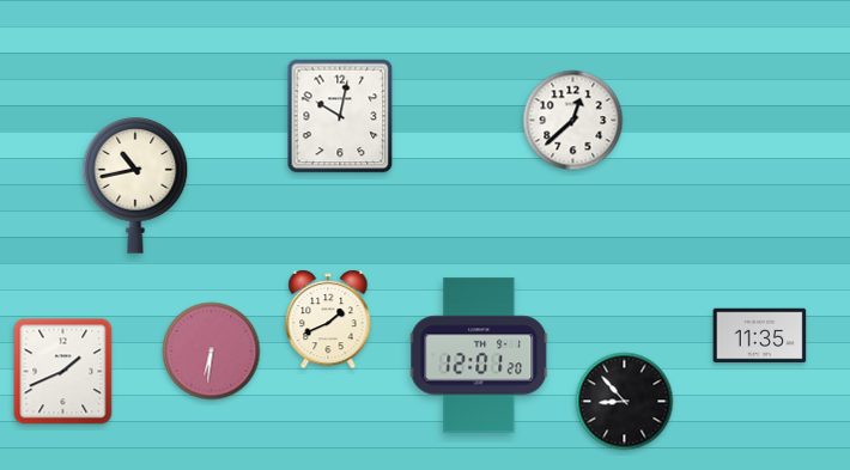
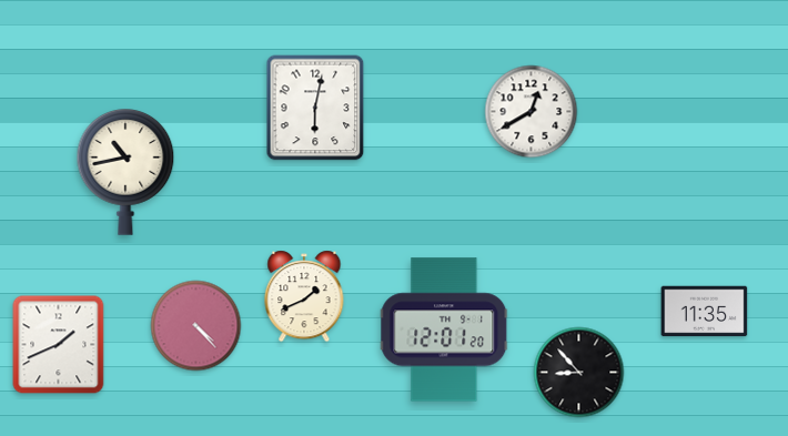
clock at (340, 116): 10:02 -> 6:02
clock at (573, 121): 12:38 -> 12:40
clock at (212, 352): 6:31 -> 4:23
